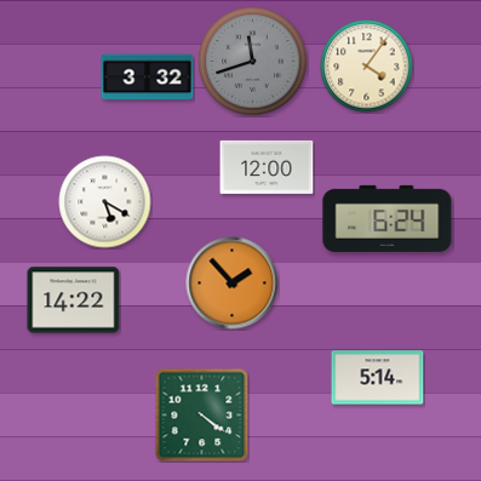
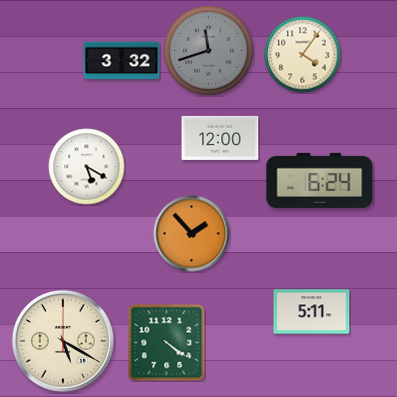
clock at (148, 78) position: (148, 78) -> (122, 61)
clock at (74, 300): 14:22 -> none
clock at (378, 378): 5:14 -> 5:11
clock at (63, 341): none -> 5:20
